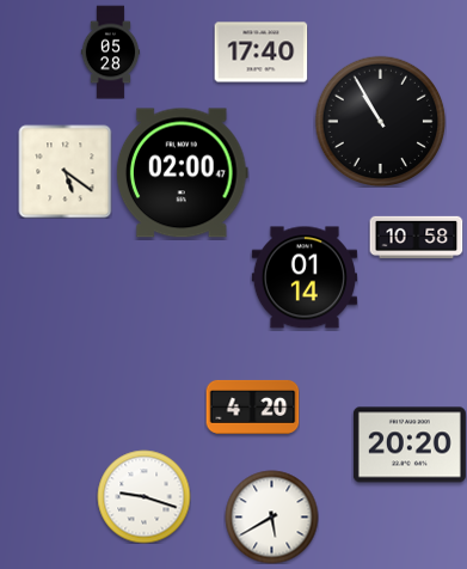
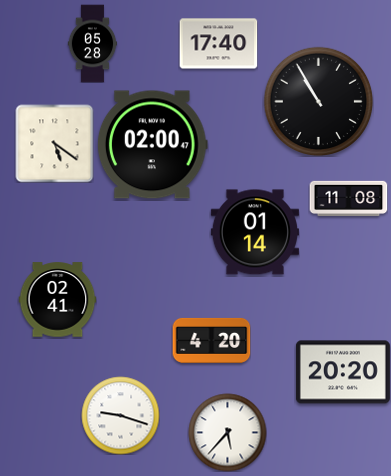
clock at (416, 237): 10:58 -> 11:08
clock at (57, 300): none -> 02:41
clock at (271, 516): 5:40 -> 5:37
